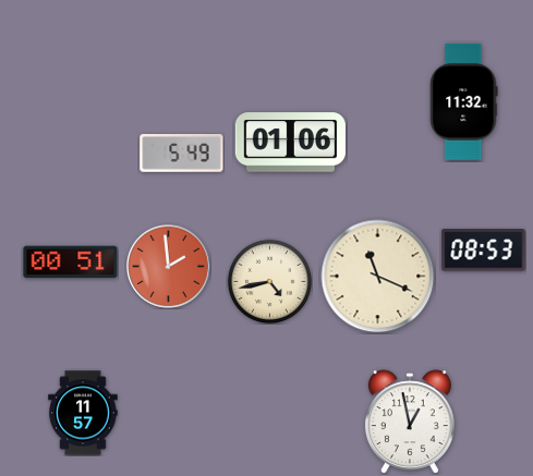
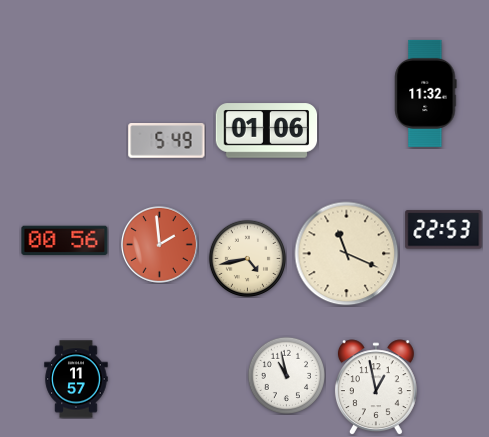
clock at (484, 251): 08:53 -> 22:53
clock at (71, 263): 00:51 -> 00:56
clock at (168, 266) position: (168, 266) -> (159, 244)
clock at (286, 375): none -> 10:58
